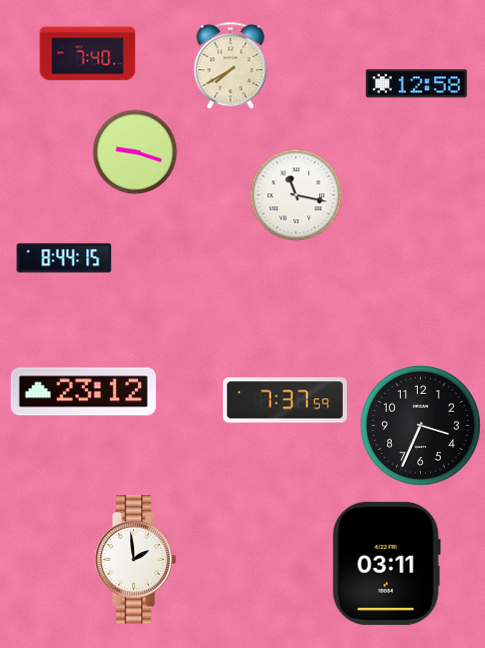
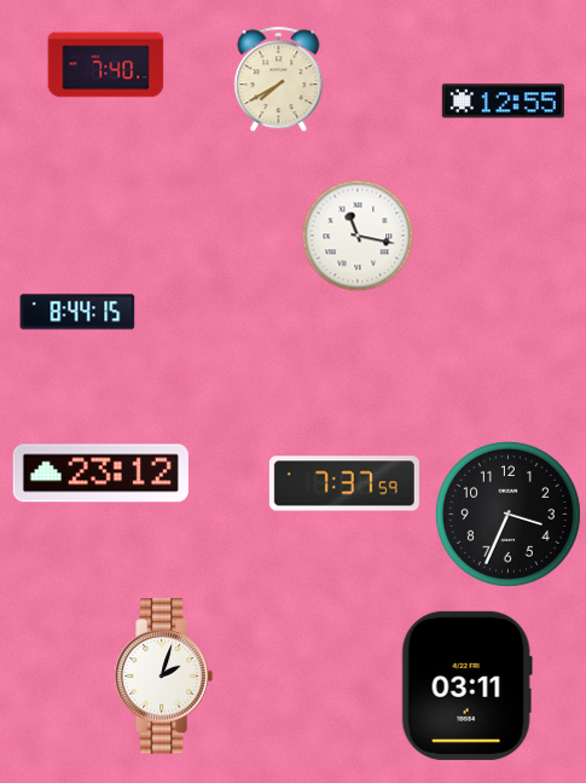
clock at (416, 84): 12:58 -> 12:55
clock at (135, 152): 9:18 -> none
clock at (135, 560): 1:59 -> 2:03
clock at (386, 563) position: (386, 563) -> (466, 685)
